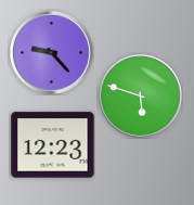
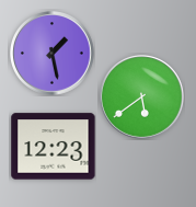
clock at (52, 53): 9:23 -> 1:28
clock at (141, 97): 5:48 -> 5:39
